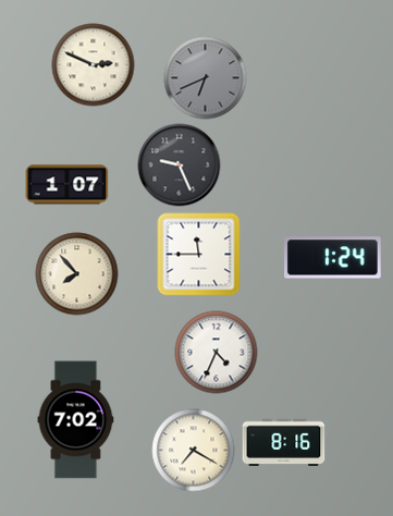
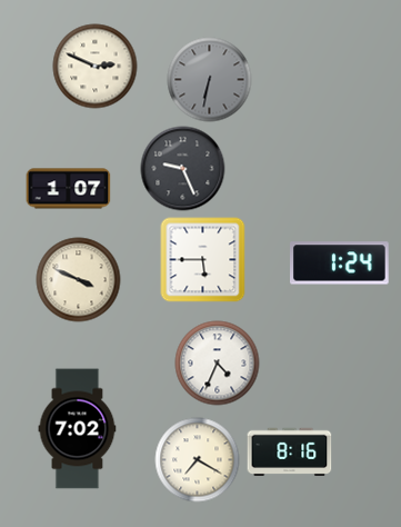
clock at (206, 78): 6:41 -> 6:32
clock at (199, 255): 11:45 -> 5:45
clock at (77, 274): 7:53 -> 3:49
clock at (217, 353) position: (217, 353) -> (218, 364)
